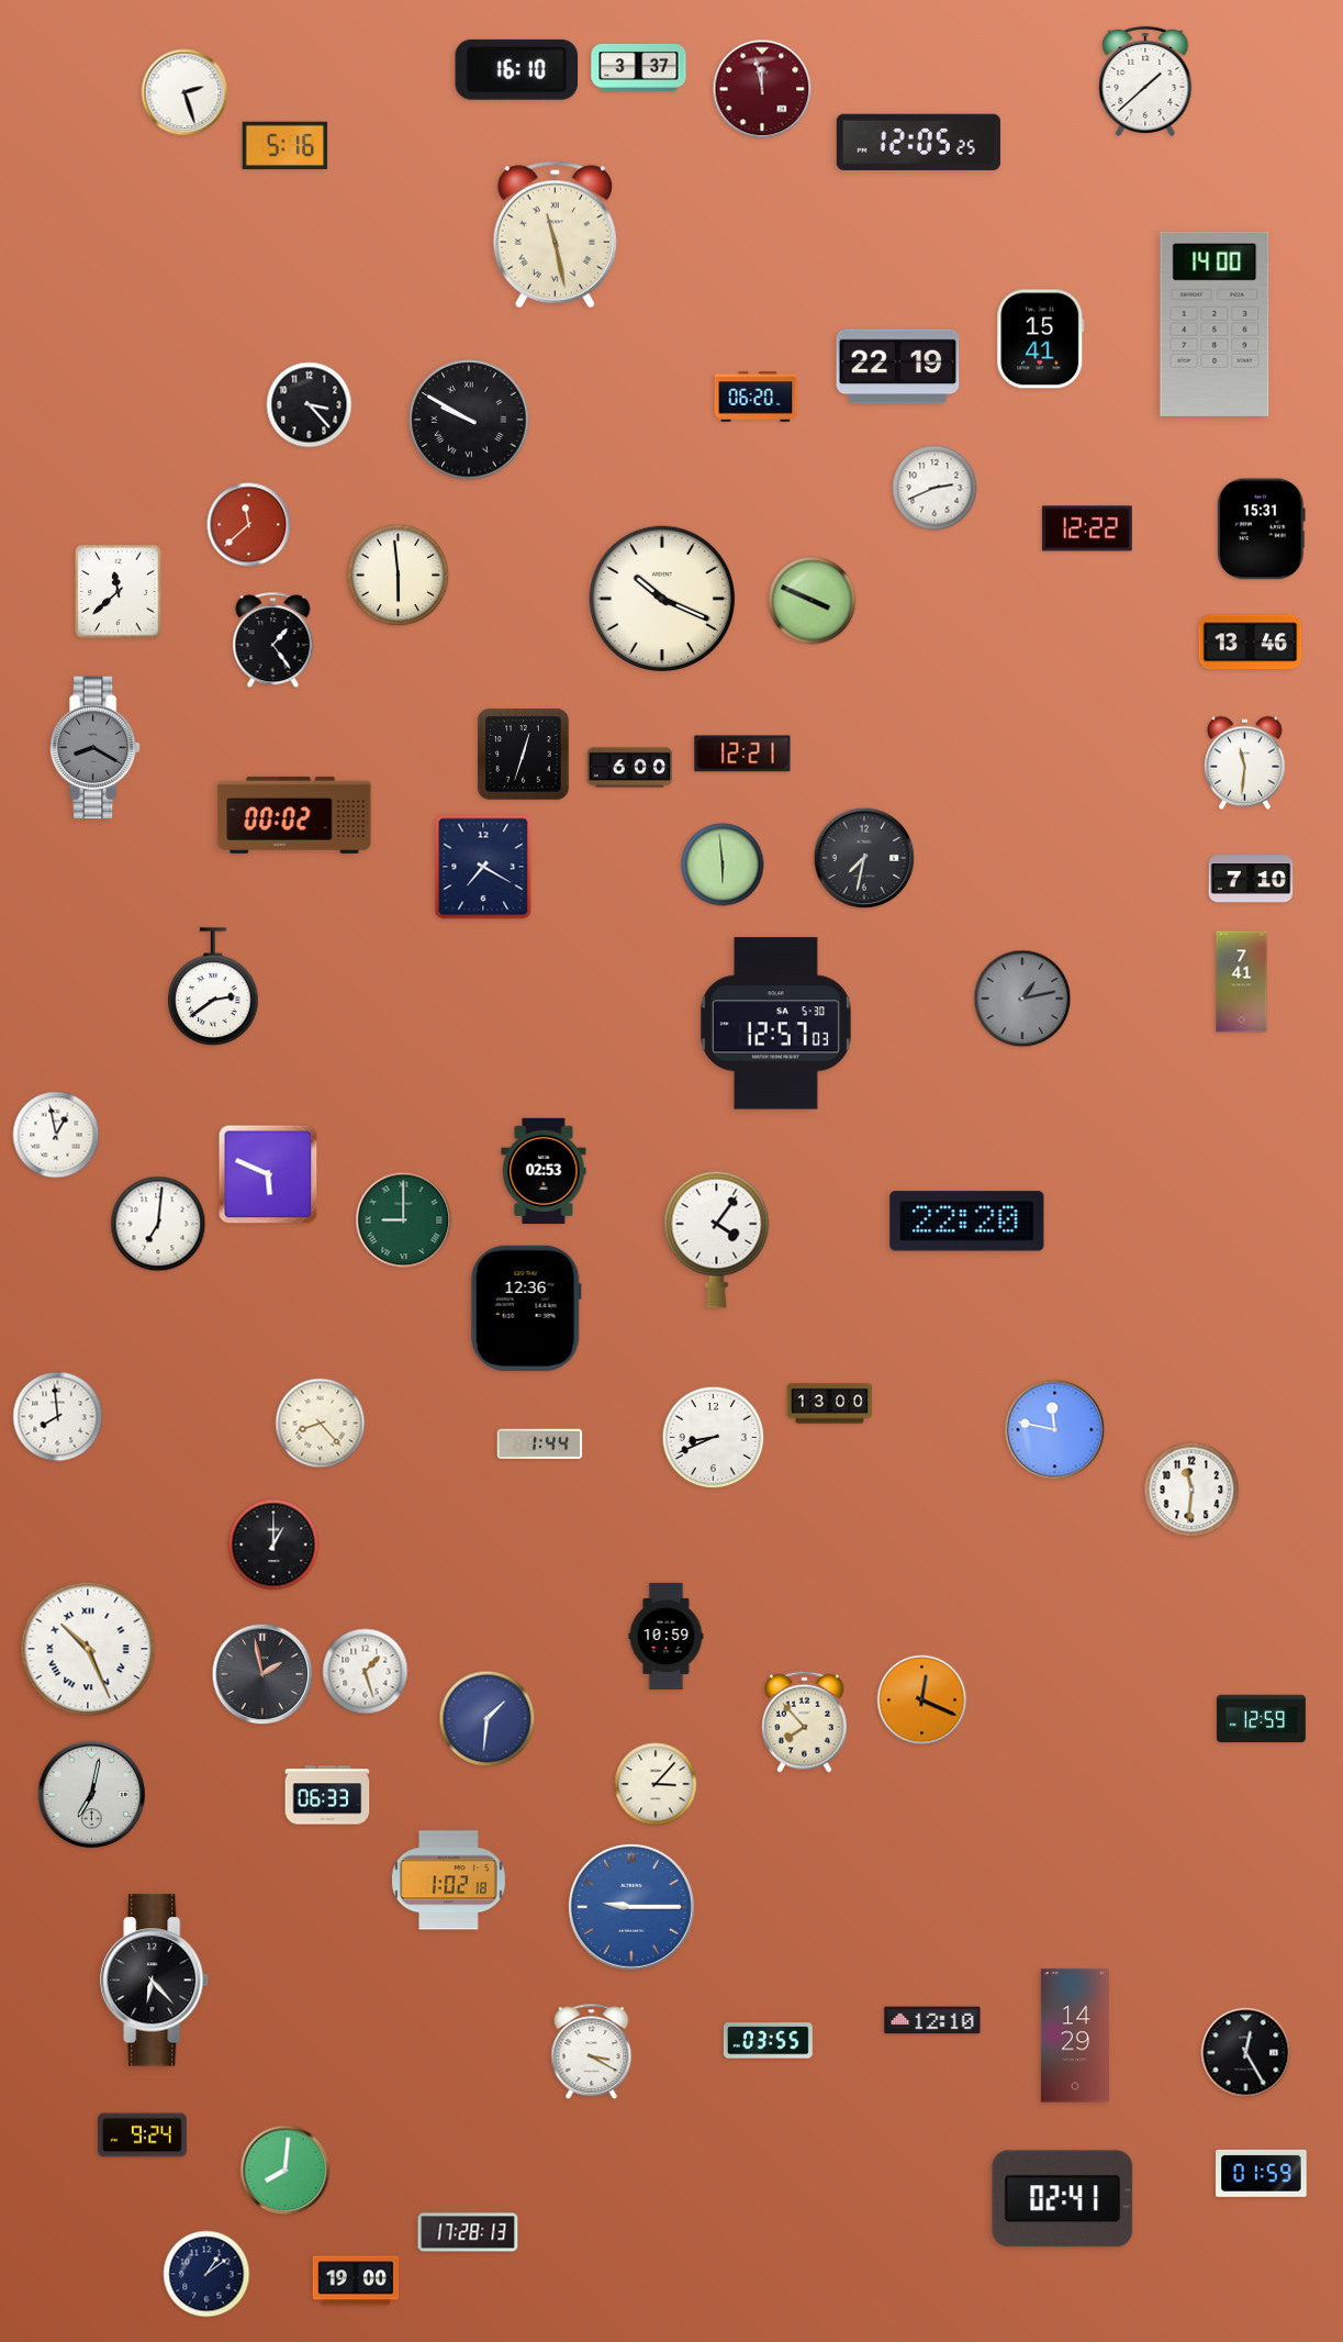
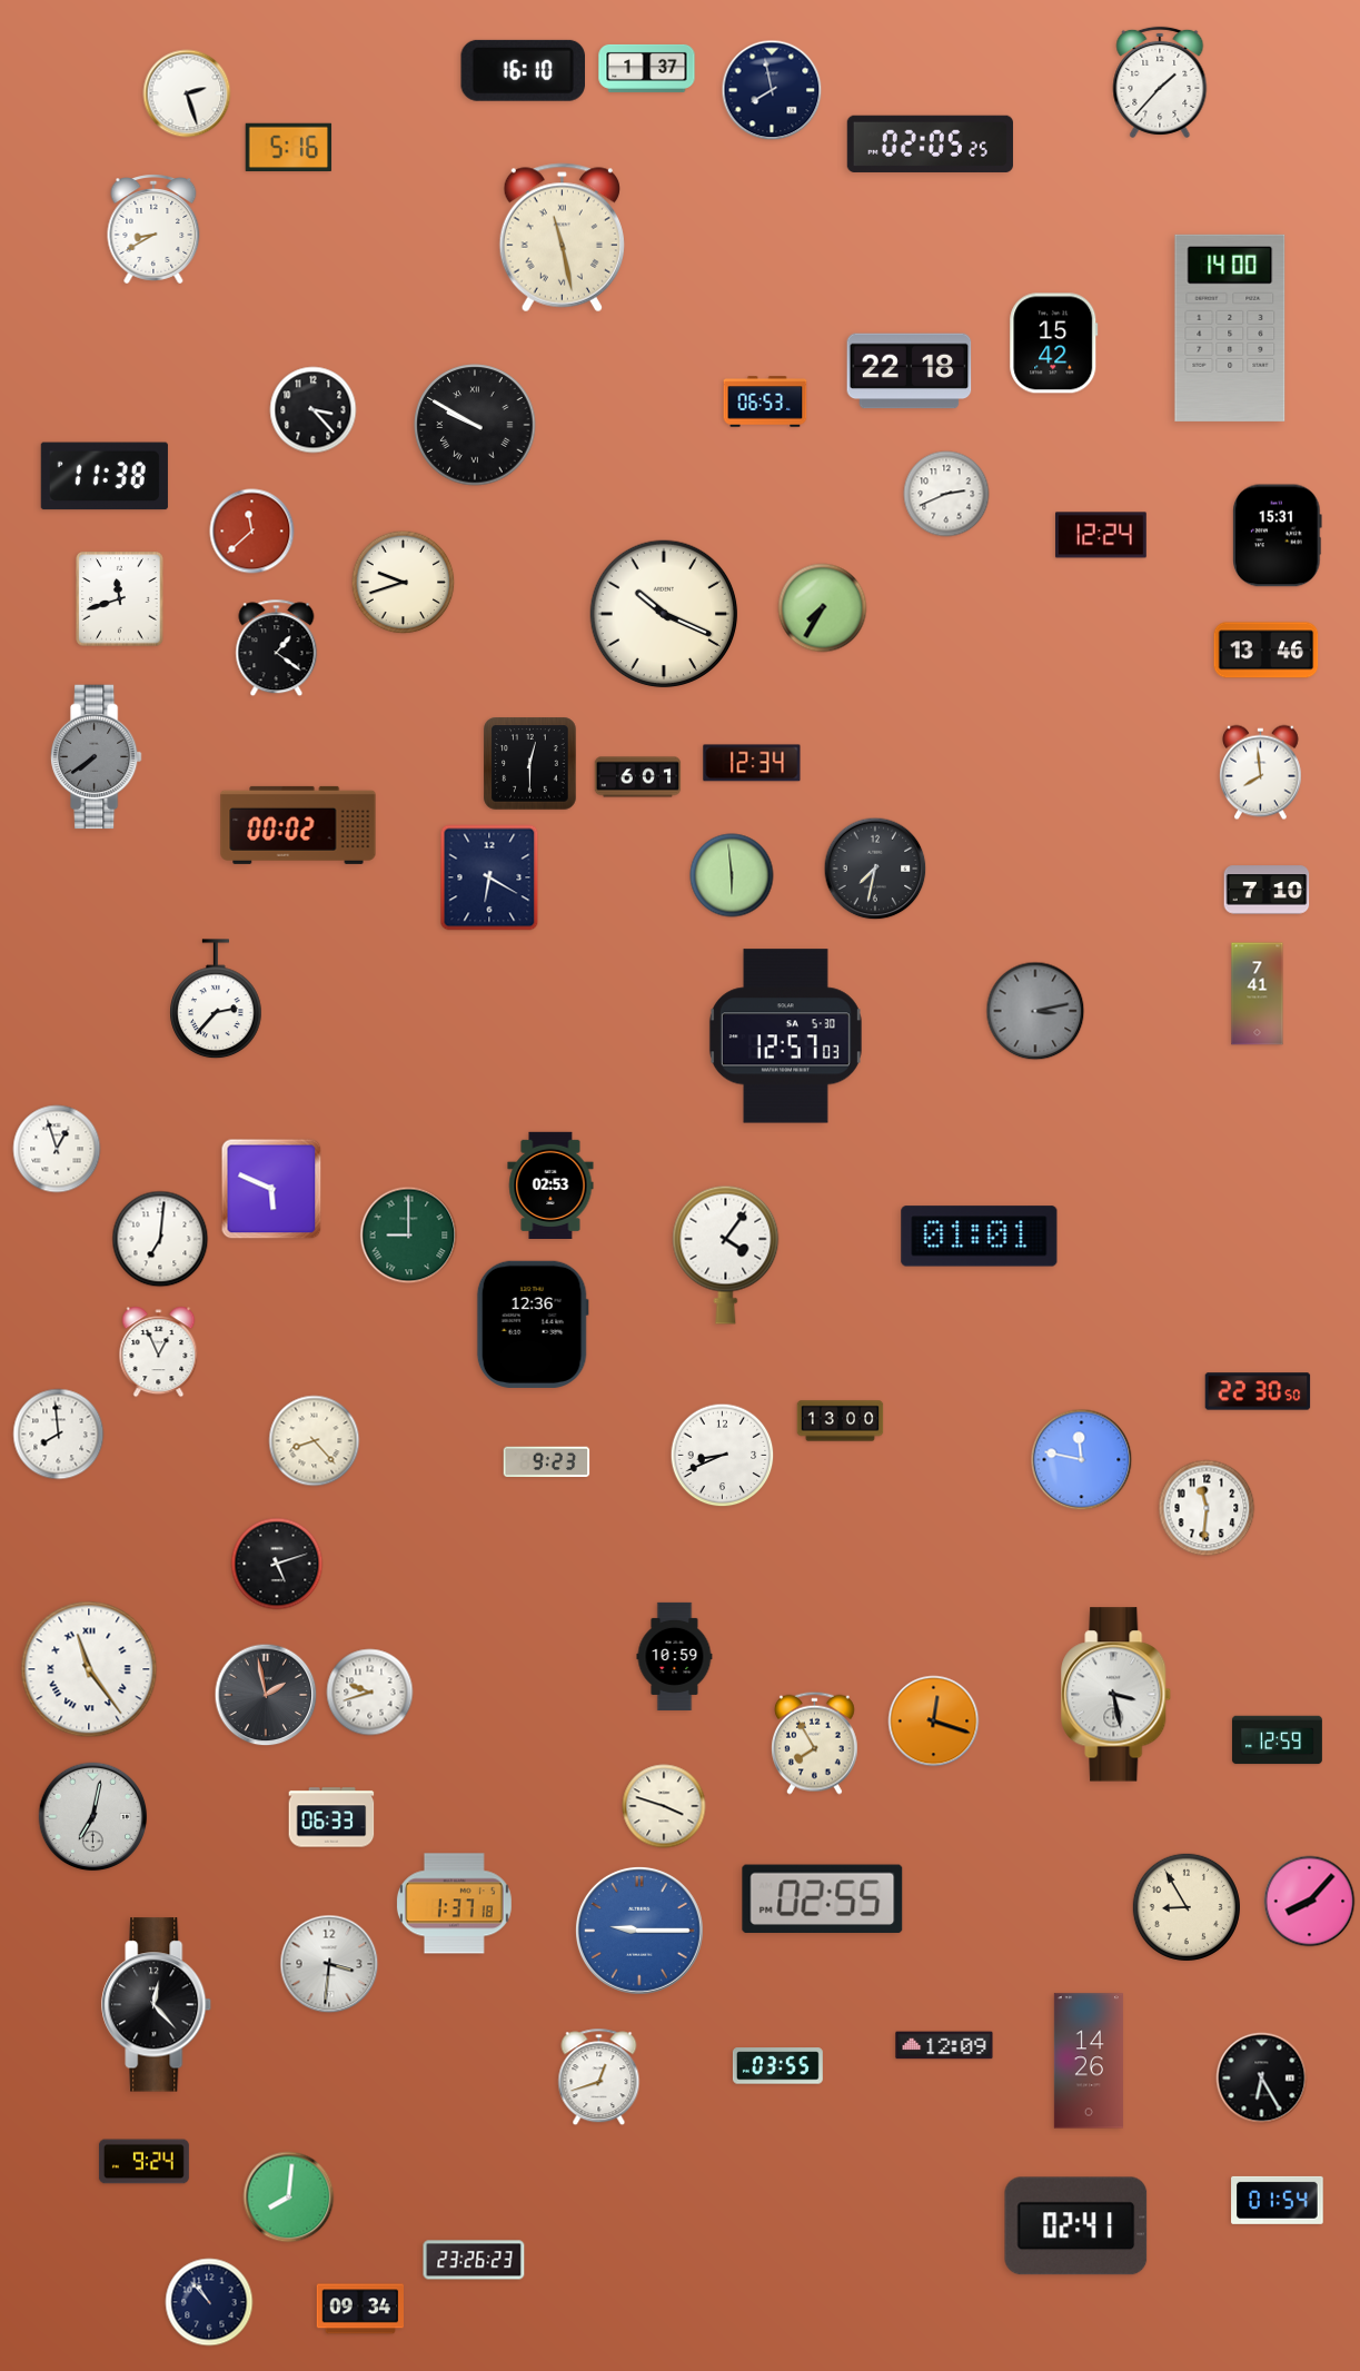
clock at (639, 67): 3:37 -> 1:37
clock at (1145, 81): 1:38 -> 1:37
clock at (762, 89): 11:58 -> 7:58
clock at (762, 89) dial: burgundy -> navy
clock at (918, 142): 12:05 -> 02:05
clock at (153, 229): none -> 8:40
clock at (1041, 339): 15:41 -> 15:42
clock at (898, 367): 22:19 -> 22:18
clock at (756, 397): 06:20 -> 06:53
clock at (105, 476): none -> 11:38
clock at (1088, 528): 12:22 -> 12:24
clock at (399, 576): 5:59 -> 9:42
clock at (119, 592): 11:38 -> 11:42
clock at (662, 599) position: (662, 599) -> (664, 614)
clock at (813, 601): 3:49 -> 7:35
clock at (273, 640): 1:24 -> 1:21
clock at (94, 748): 8:20 -> 7:39
clock at (742, 754): 12:21 -> 12:34
clock at (524, 755): 12:33 -> 12:30
clock at (1245, 763): 11:31 -> 7:59
clock at (630, 768): 6:00 -> 6:01
clock at (483, 867): 7:20 -> 6:20
clock at (213, 988): 2:39 -> 2:37
clock at (1022, 999): 1:13 -> 3:13
clock at (56, 1135): 12:58 -> 12:57
clock at (967, 1222): 22:20 -> 01:01
clock at (159, 1352): none -> 12:56
clock at (1258, 1391): none -> 22:30
clock at (321, 1424) position: (321, 1424) -> (315, 1441)
clock at (1055, 1430) position: (1055, 1430) -> (1082, 1460)
clock at (540, 1445): 1:44 -> 9:23
clock at (273, 1544): 1:00 -> 5:12
clock at (88, 1649): 10:26 -> 11:24
clock at (366, 1672): 1:27 -> 9:42
clock at (1116, 1695): none -> 3:28
clock at (922, 1700): 12:19 -> 12:18
clock at (488, 1719): 1:31 -> none
clock at (804, 1721): 7:53 -> 7:55
clock at (656, 1784): 3:07 -> 3:48
clock at (823, 1899): none -> 02:55
clock at (1310, 1902): none -> 8:07
clock at (448, 1881): 1:02 -> 1:37
clock at (1187, 1907): none -> 8:55
clock at (329, 1964): none -> 3:31
clock at (155, 1981): 6:23 -> 12:23
clock at (932, 2020): 12:10 -> 12:09
clock at (1075, 2036): 14:29 -> 14:26
clock at (592, 2052): 3:20 -> 12:42
clock at (1246, 2053): 12:25 -> 6:25
clock at (1262, 2173): 01:59 -> 01:54
clock at (468, 2232): 17:28 -> 23:26
clock at (206, 2274): 1:09 -> 10:53
clock at (355, 2280): 19:00 -> 09:34
